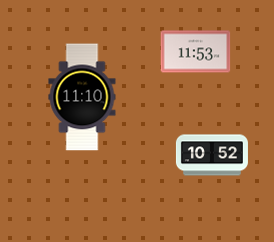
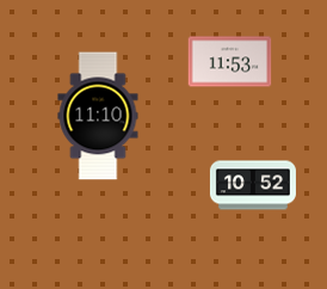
clock at (196, 52) position: (196, 52) -> (230, 62)
